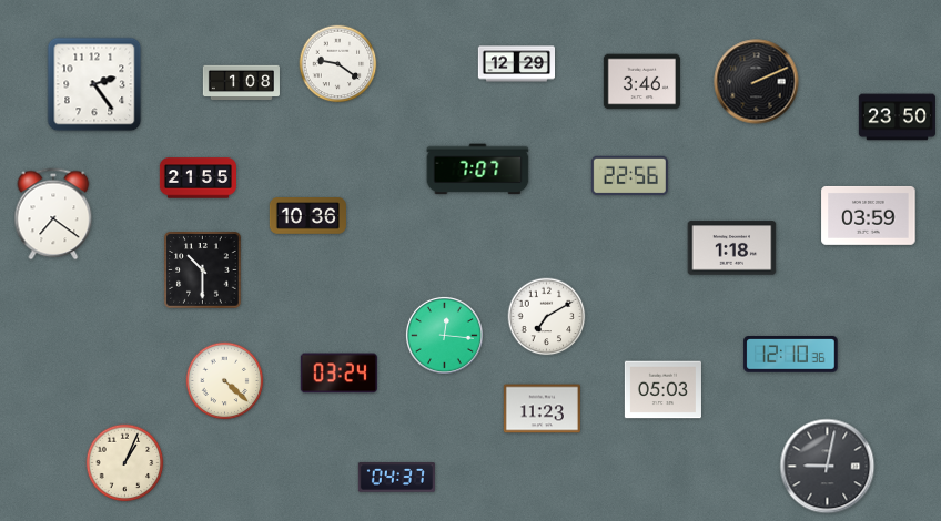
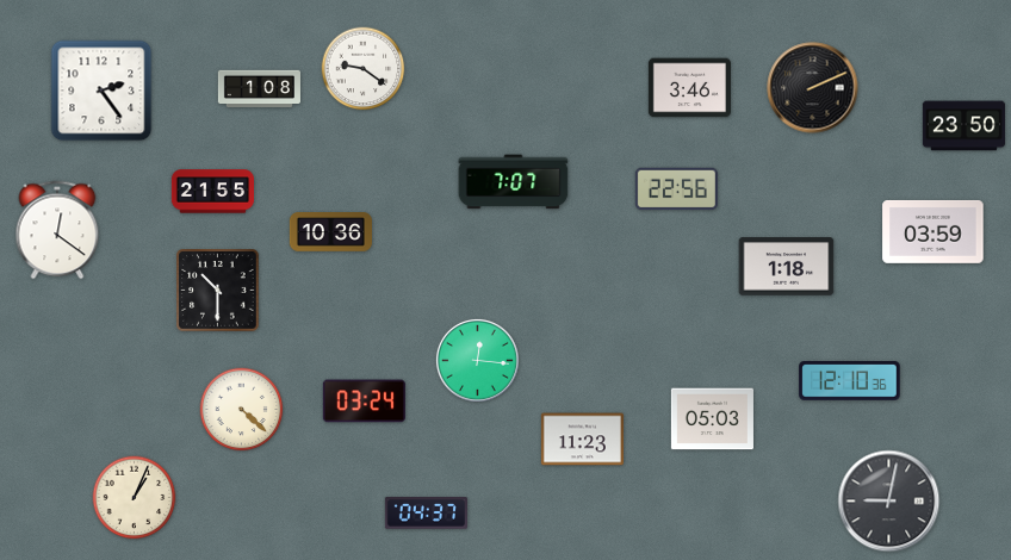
clock at (516, 64): 12:29 -> none
clock at (53, 214): 7:21 -> 12:21
clock at (547, 317): 7:10 -> none
